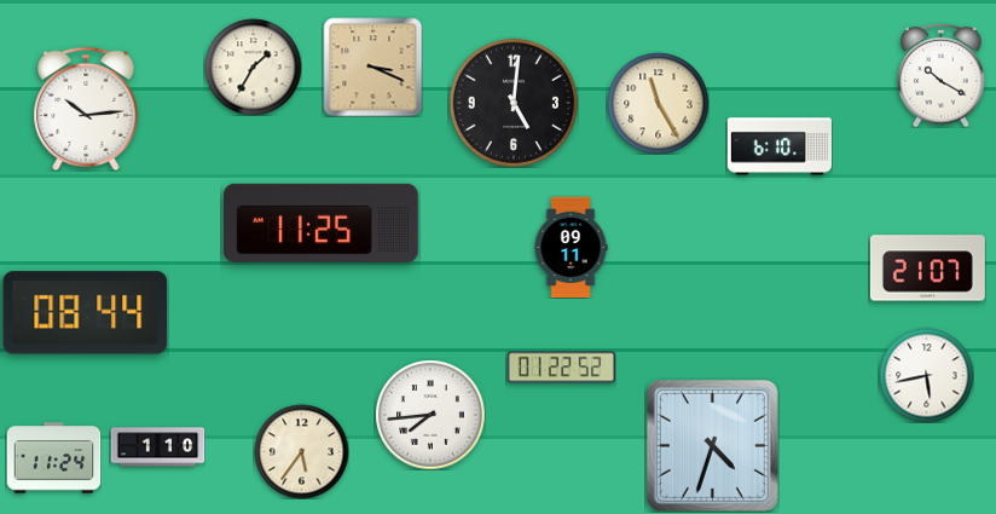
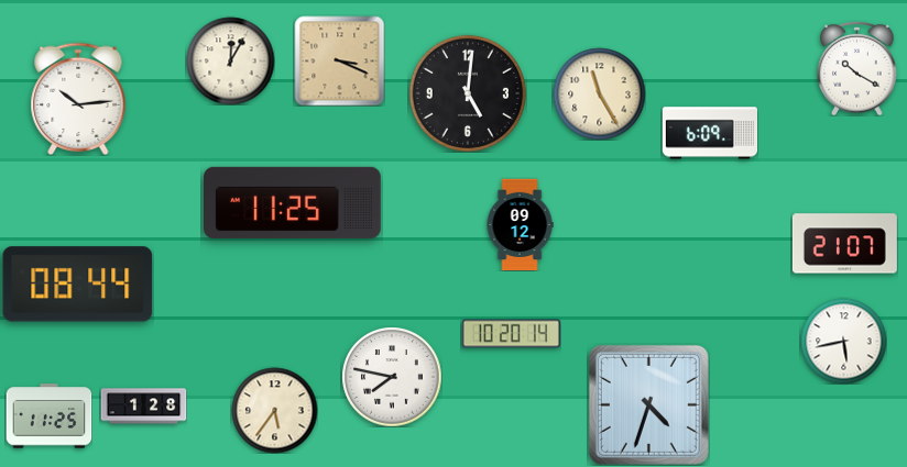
clock at (253, 67): 1:35 -> 12:05
clock at (778, 146): 6:10 -> 6:09
clock at (571, 247): 09:11 -> 09:12
clock at (561, 368): 01:22 -> 10:20
clock at (430, 415): 7:44 -> 7:47
clock at (157, 447): 1:10 -> 1:28
clock at (53, 458): 11:24 -> 11:25
